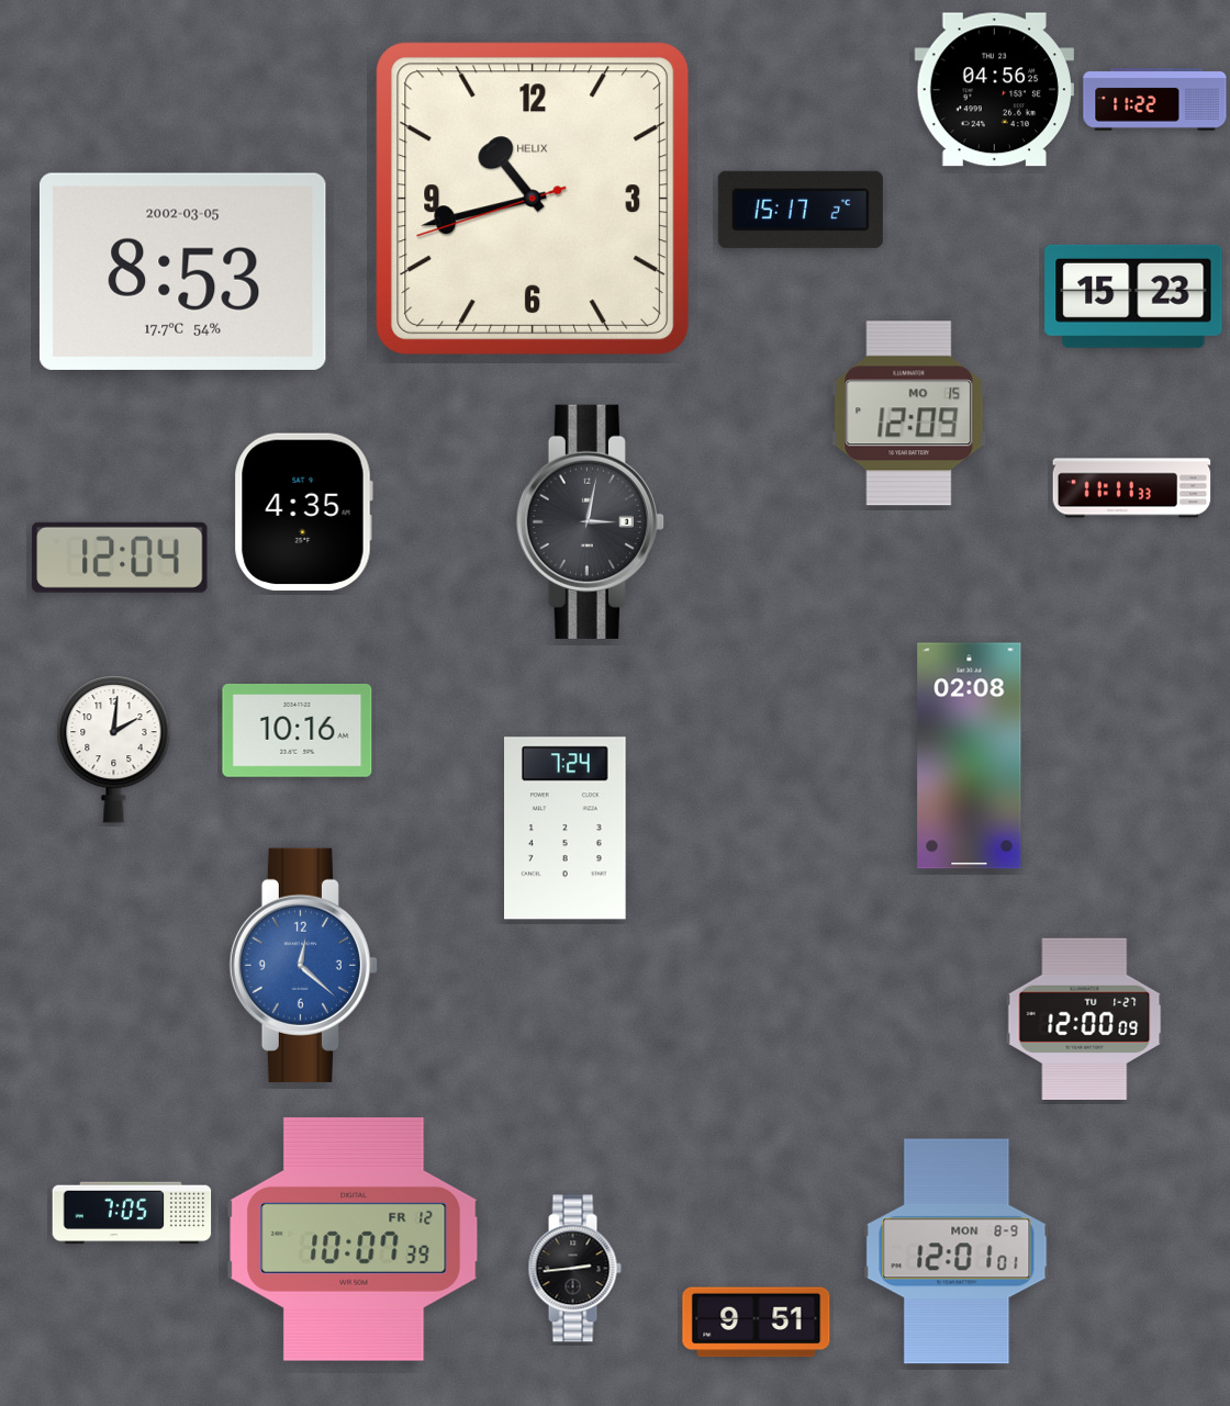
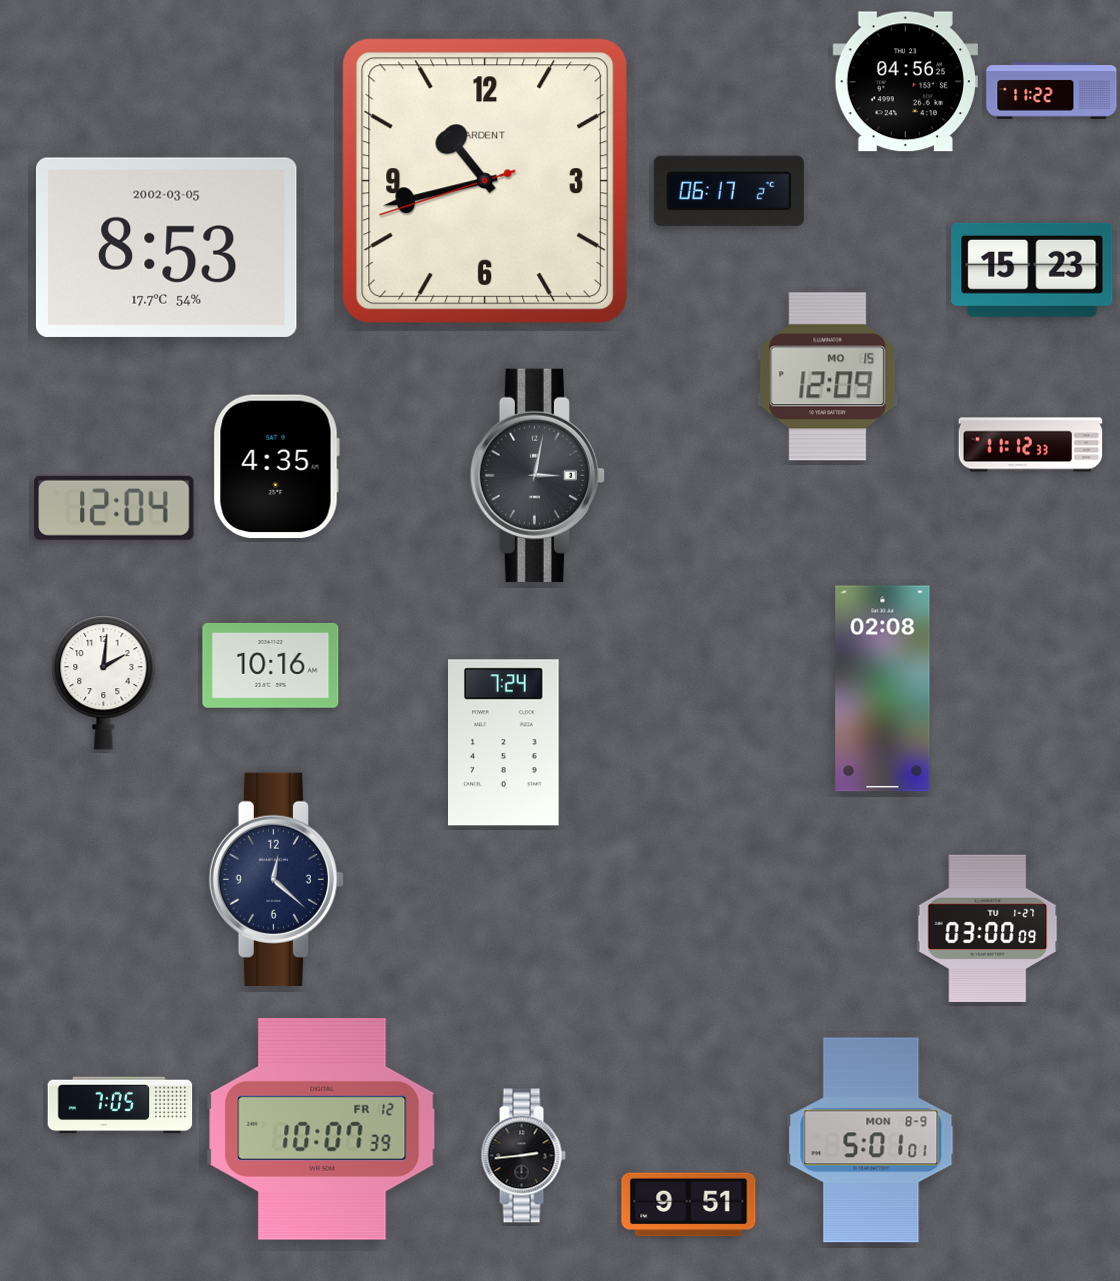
clock at (533, 199) brand: HELIX -> ARDENT
clock at (801, 210): 15:17 -> 06:17
clock at (1132, 488): 11:11 -> 11:12
clock at (120, 558) position: (120, 558) -> (114, 508)
clock at (566, 829) position: (566, 829) -> (504, 743)
clock at (303, 965) dial: blue -> navy
clock at (1085, 1019): 12:00 -> 03:00
clock at (957, 1251): 12:01 -> 5:01
